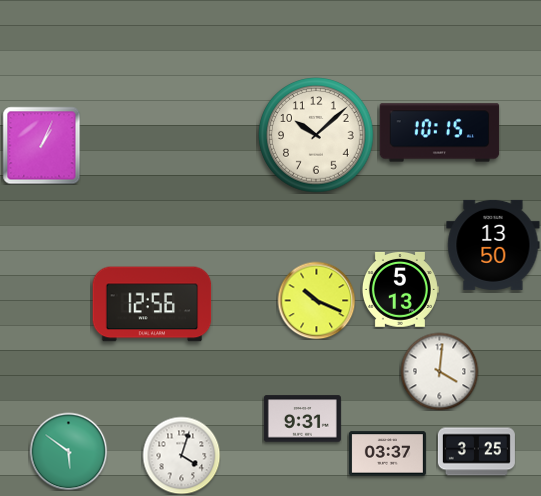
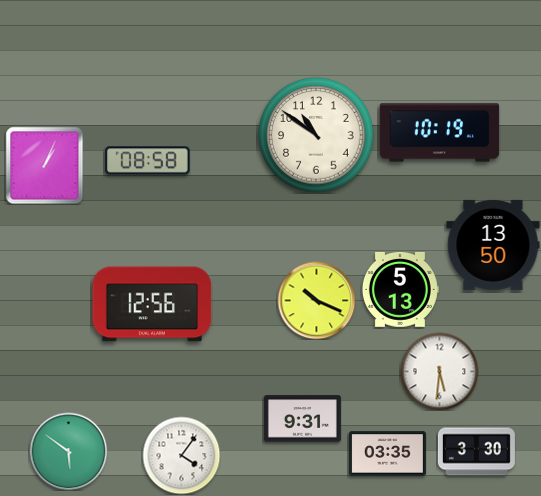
clock at (440, 133): 10:15 -> 10:19
clock at (316, 135): 10:08 -> 10:51
clock at (41, 145) position: (41, 145) -> (44, 165)
clock at (148, 161): none -> 08:58
clock at (439, 371): 4:01 -> 5:31
clock at (476, 452): 3:25 -> 3:30
clock at (387, 454): 03:37 -> 03:35
clock at (181, 455): 4:03 -> 4:06
